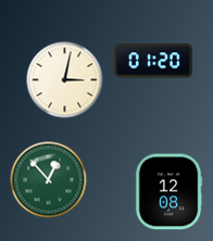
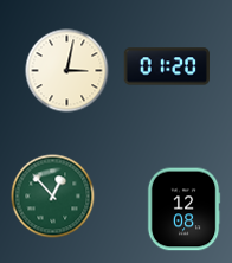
clock at (65, 80) position: (65, 80) -> (67, 71)
